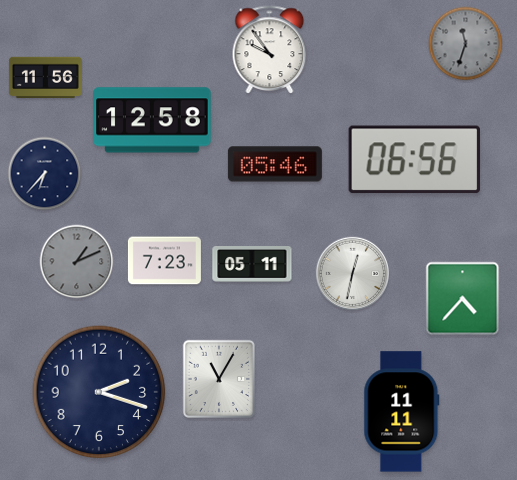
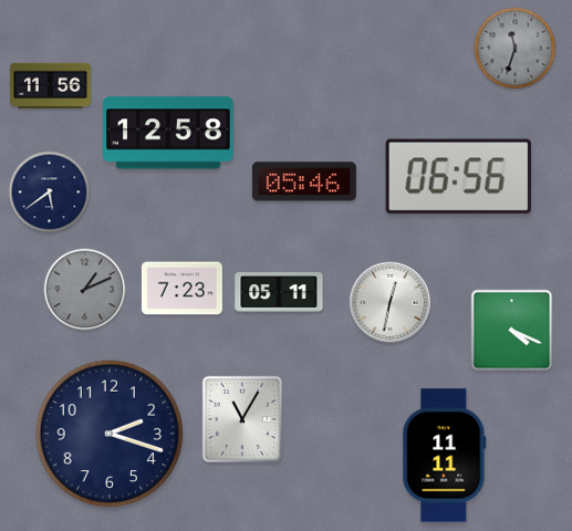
clock at (270, 49): 9:54 -> none
clock at (45, 174): 6:37 -> 5:39
clock at (463, 299): 4:37 -> 4:19
